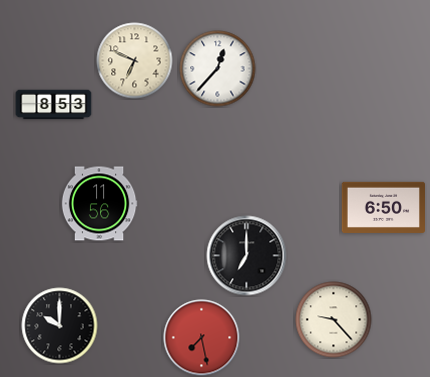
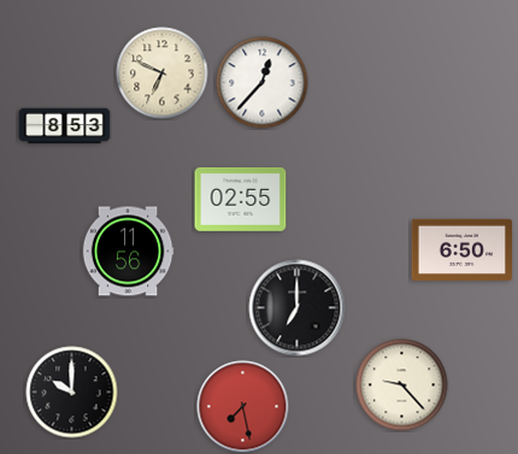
clock at (241, 199): none -> 02:55
clock at (99, 204) position: (99, 204) -> (128, 252)
